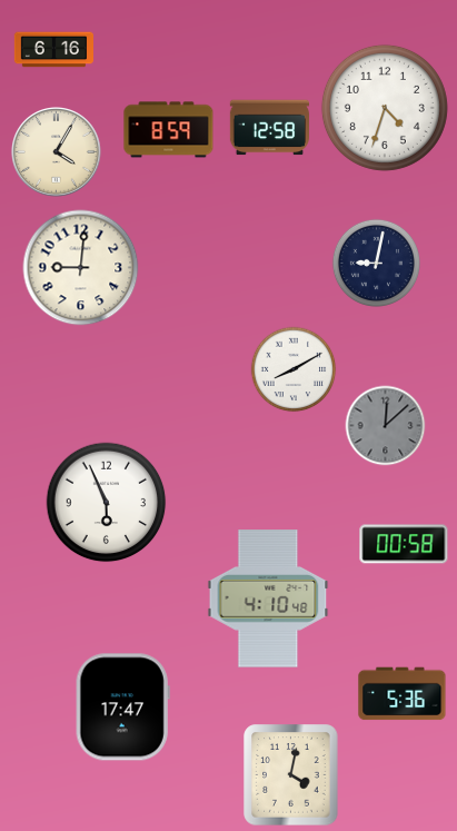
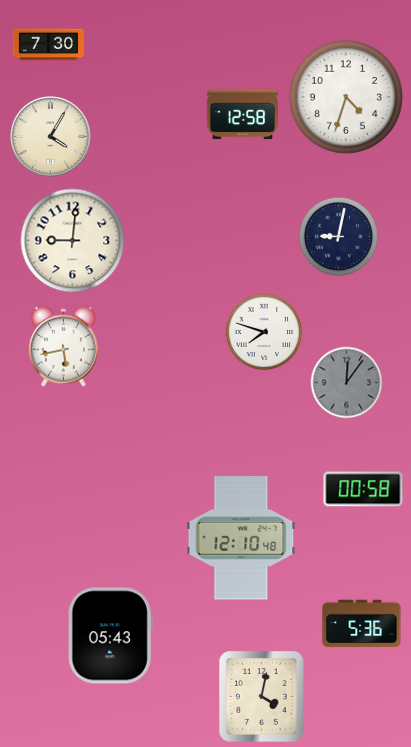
clock at (53, 50): 6:16 -> 7:30
clock at (169, 130): 8:59 -> none
clock at (294, 369): 8:10 -> 7:48
clock at (63, 346): none -> 5:43
clock at (386, 426): 12:08 -> 12:06
clock at (107, 503): 5:56 -> none
clock at (268, 598): 4:10 -> 12:10
clock at (122, 708): 17:47 -> 05:43
